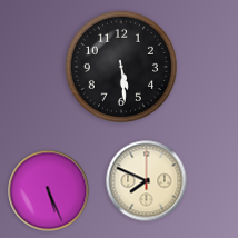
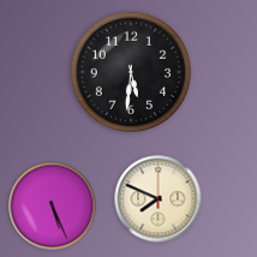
clock at (121, 67): 5:29 -> 5:31
clock at (147, 181) position: (147, 181) -> (159, 199)
